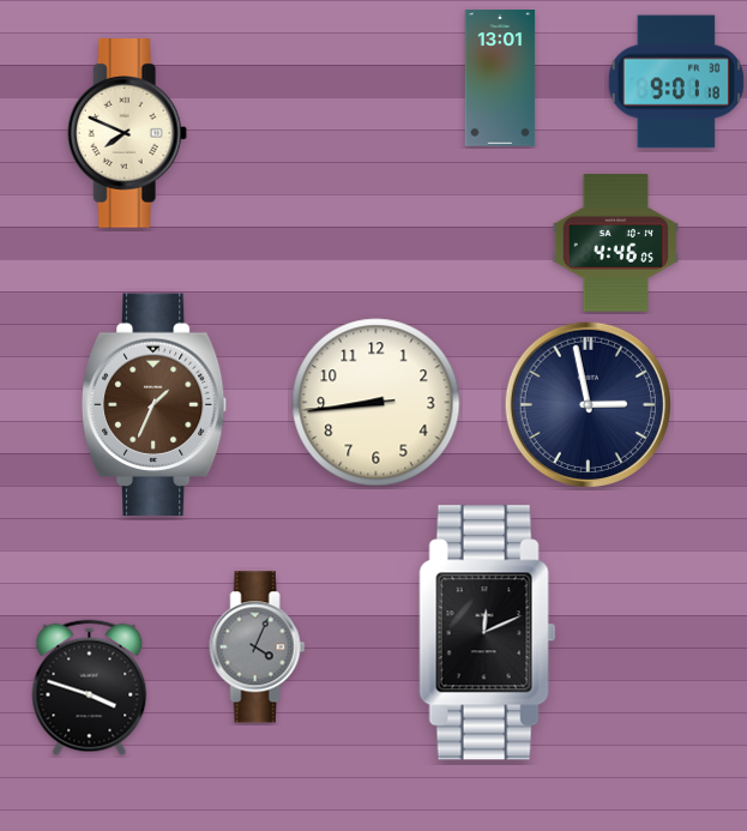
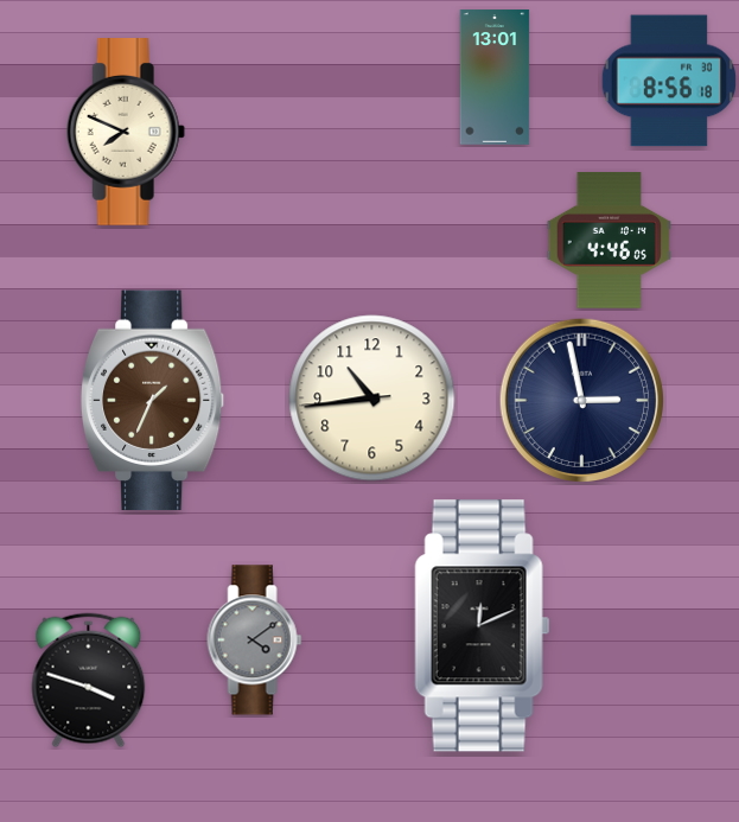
clock at (676, 82): 9:01 -> 8:56
clock at (376, 403): 8:43 -> 10:43
clock at (258, 648): 4:04 -> 4:09
